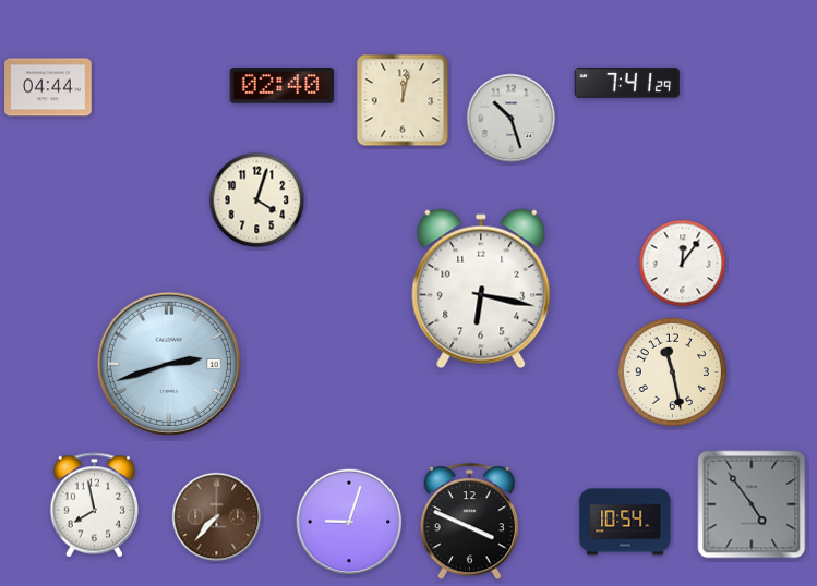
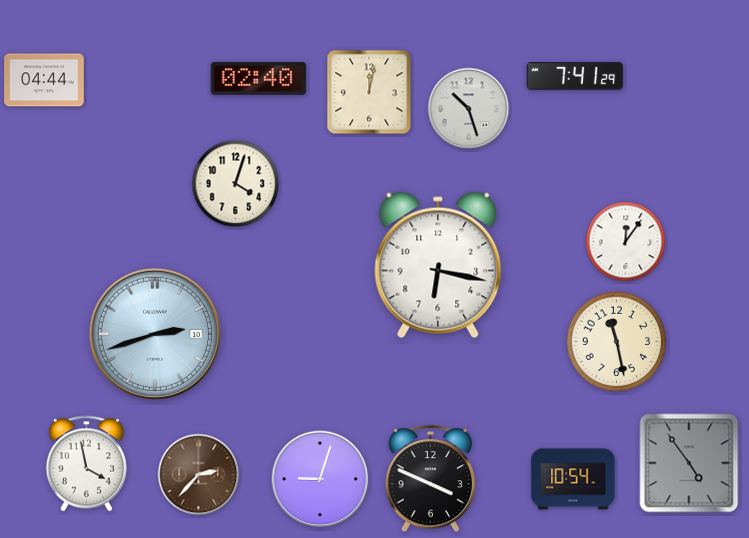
clock at (481, 289) position: (481, 289) -> (438, 265)
clock at (95, 505): 7:58 -> 3:58
clock at (217, 517): 7:37 -> 2:37
